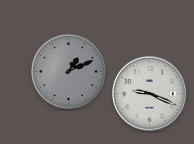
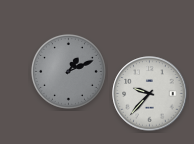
clock at (150, 94): 9:19 -> 9:37
